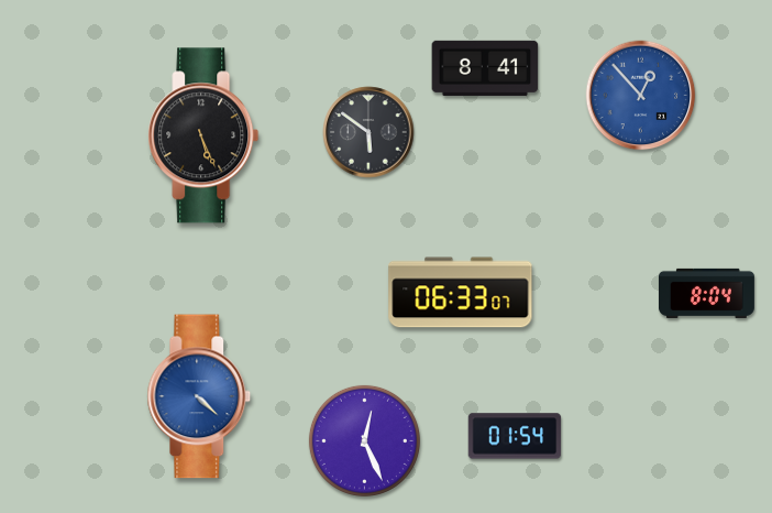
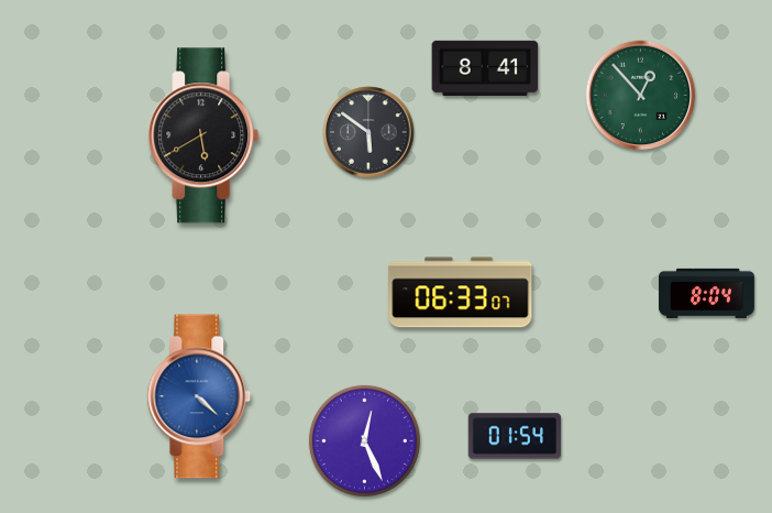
clock at (641, 96) dial: blue -> green
clock at (203, 135): 5:26 -> 5:40
